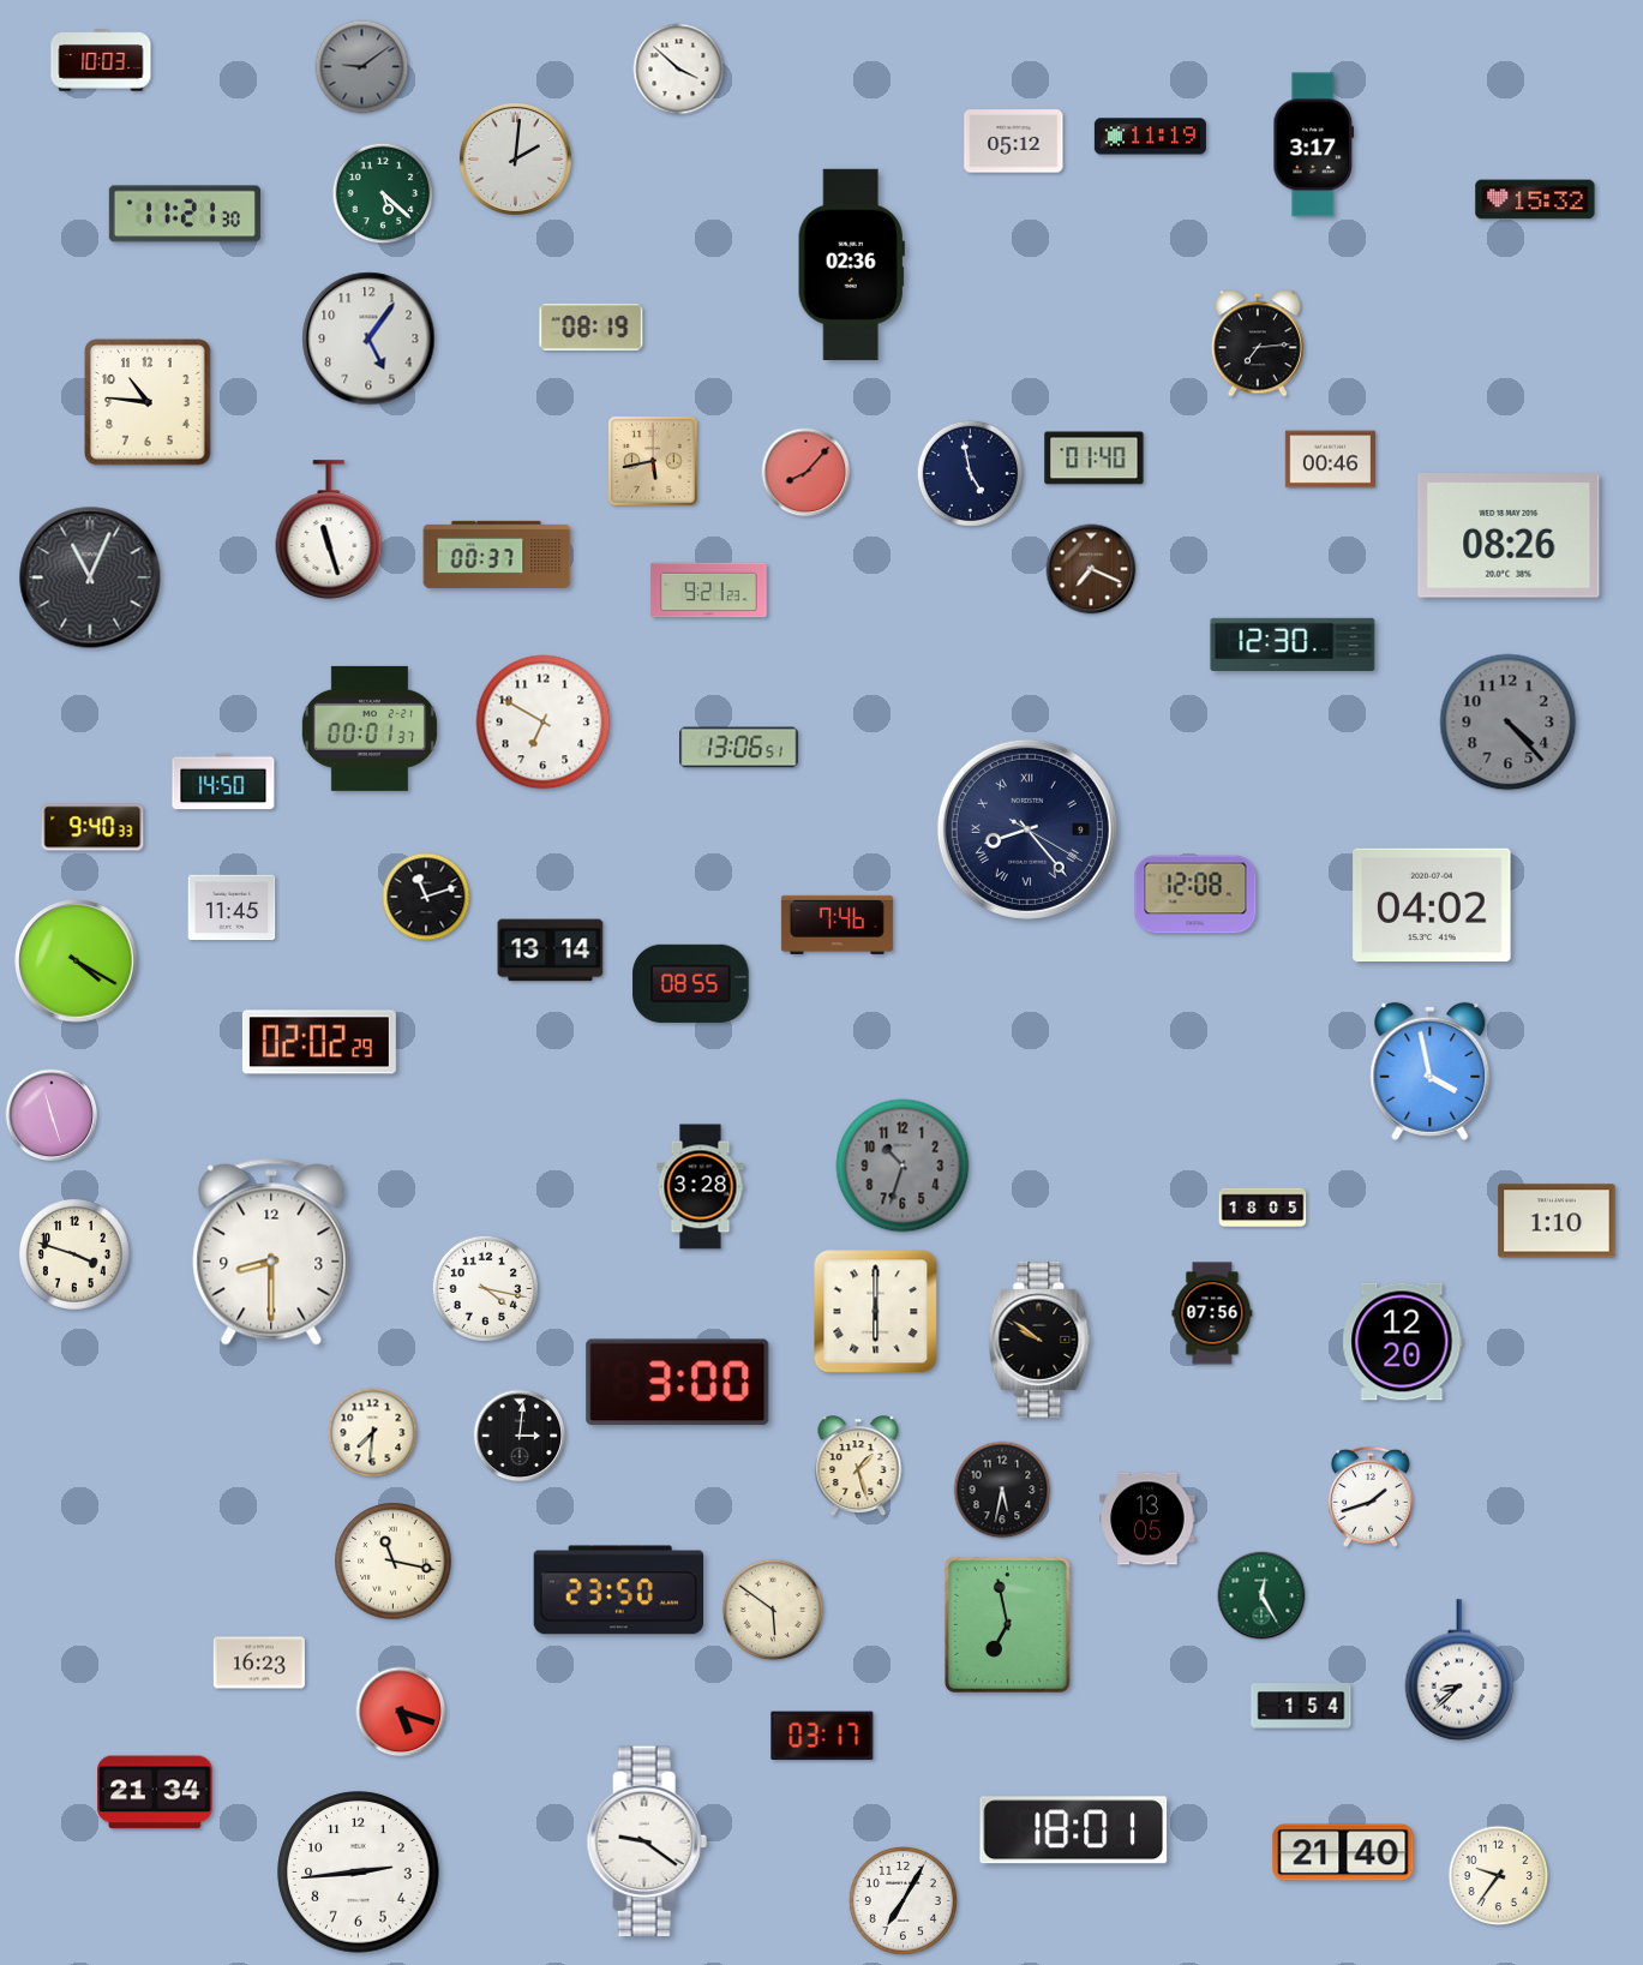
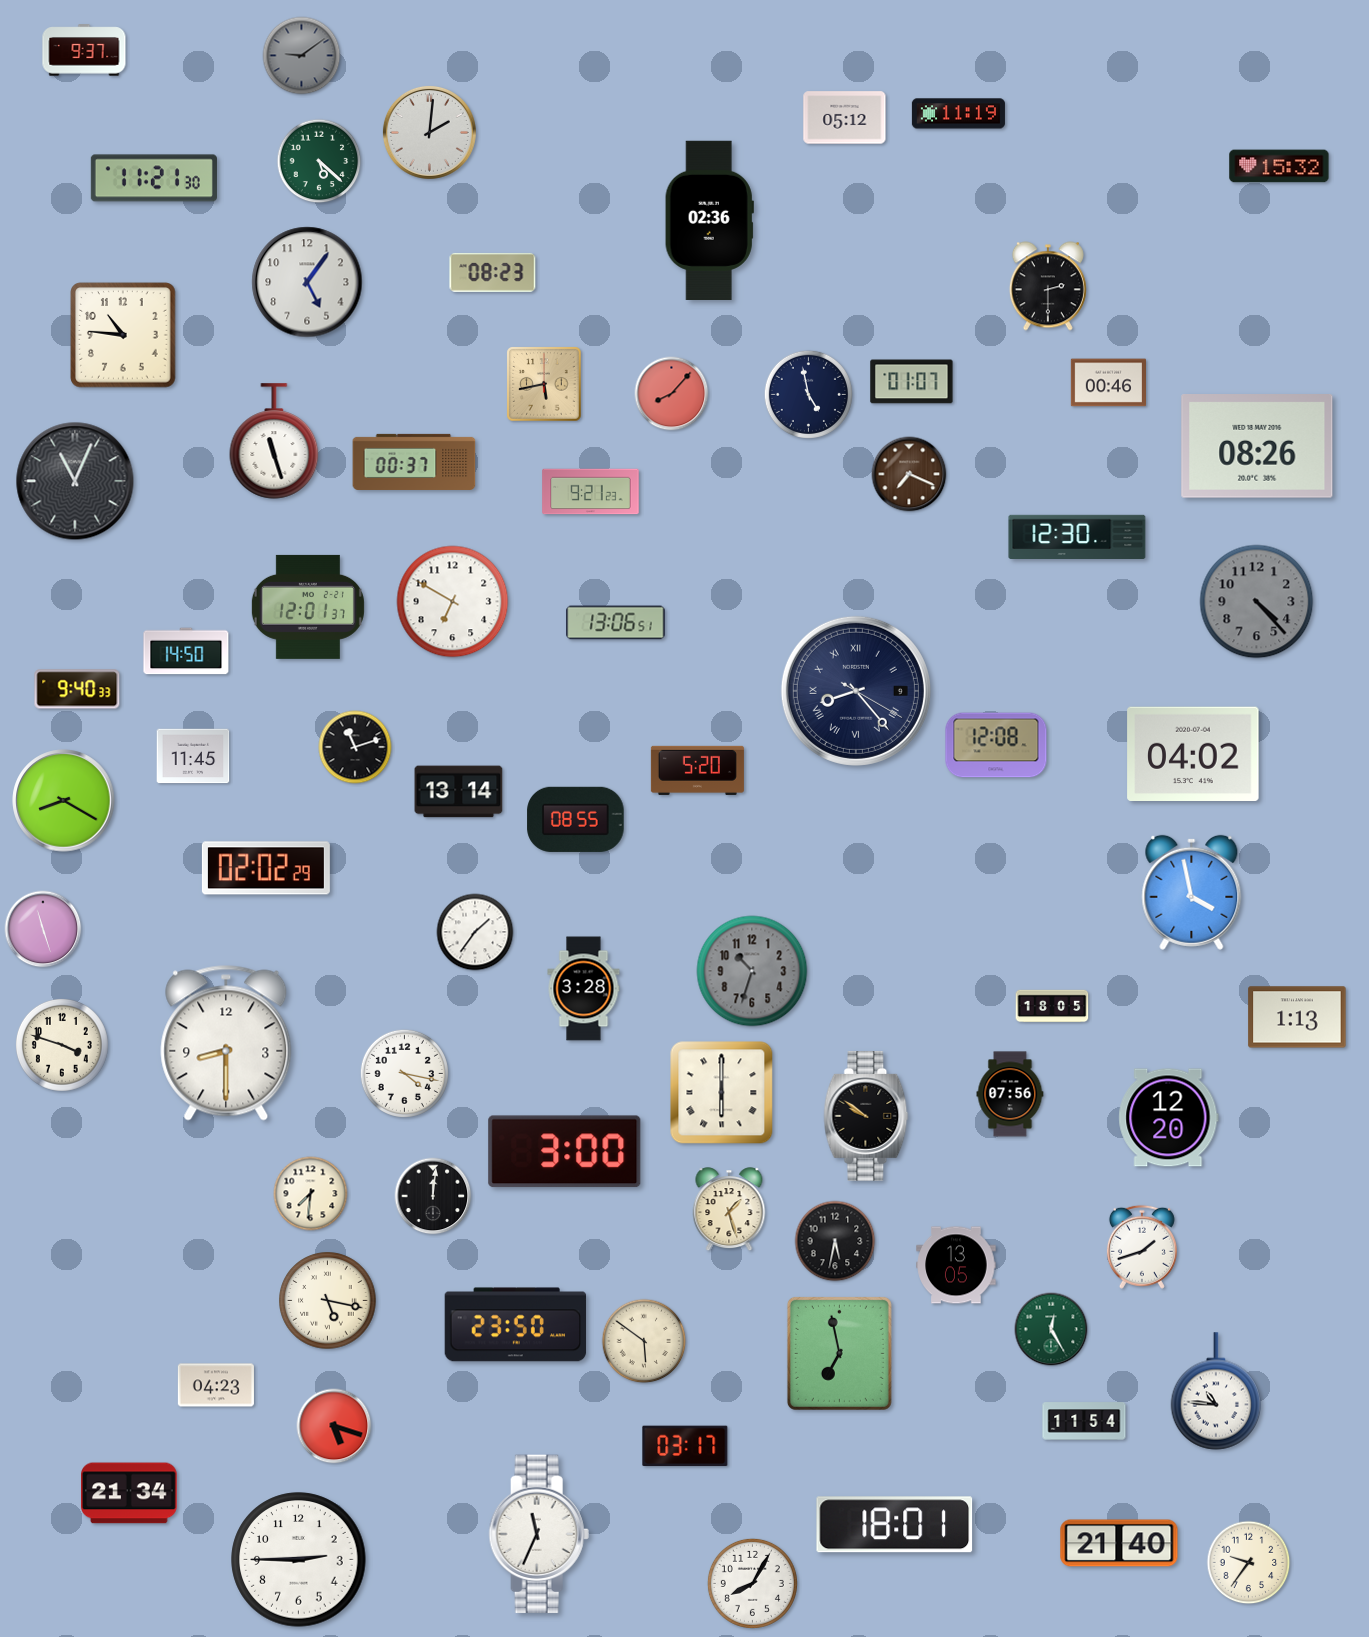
clock at (101, 60): 10:03 -> 9:37
clock at (679, 70): 3:52 -> none
clock at (1314, 145): 3:17 -> none
clock at (592, 326): 08:19 -> 08:23
clock at (1258, 343): 7:14 -> 2:30
clock at (1095, 459): 01:40 -> 01:07
clock at (370, 729): 00:01 -> 12:01
clock at (837, 924): 7:46 -> 5:20
clock at (77, 961): 4:20 -> 8:20
clock at (475, 932): none -> 1:36
clock at (1557, 1221): 1:10 -> 1:13
clock at (876, 1312) position: (876, 1312) -> (722, 1093)
clock at (520, 1436): 3:01 -> 12:01
clock at (858, 1467) position: (858, 1467) -> (729, 1210)
clock at (394, 1562): 11:17 -> 5:17
clock at (259, 1663): 16:23 -> 04:23
clock at (1459, 1670): 8:38 -> 10:46
clock at (1301, 1706): 1:54 -> 11:54
clock at (647, 1841): 9:21 -> 11:34
clock at (359, 1873): 2:44 -> 2:45
clock at (903, 1900): 7:05 -> 8:05
